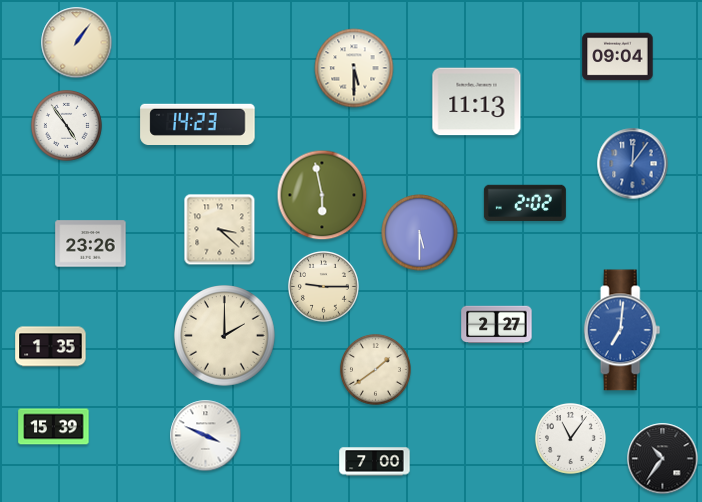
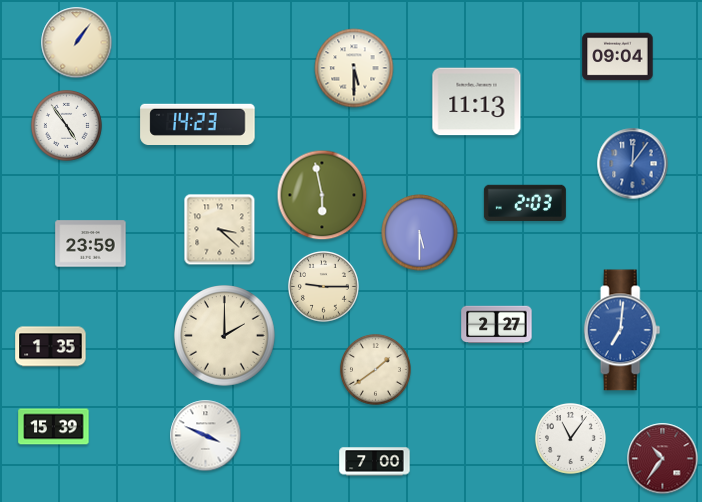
clock at (525, 203): 2:02 -> 2:03
clock at (91, 244): 23:26 -> 23:59
clock at (663, 459) dial: black -> burgundy
